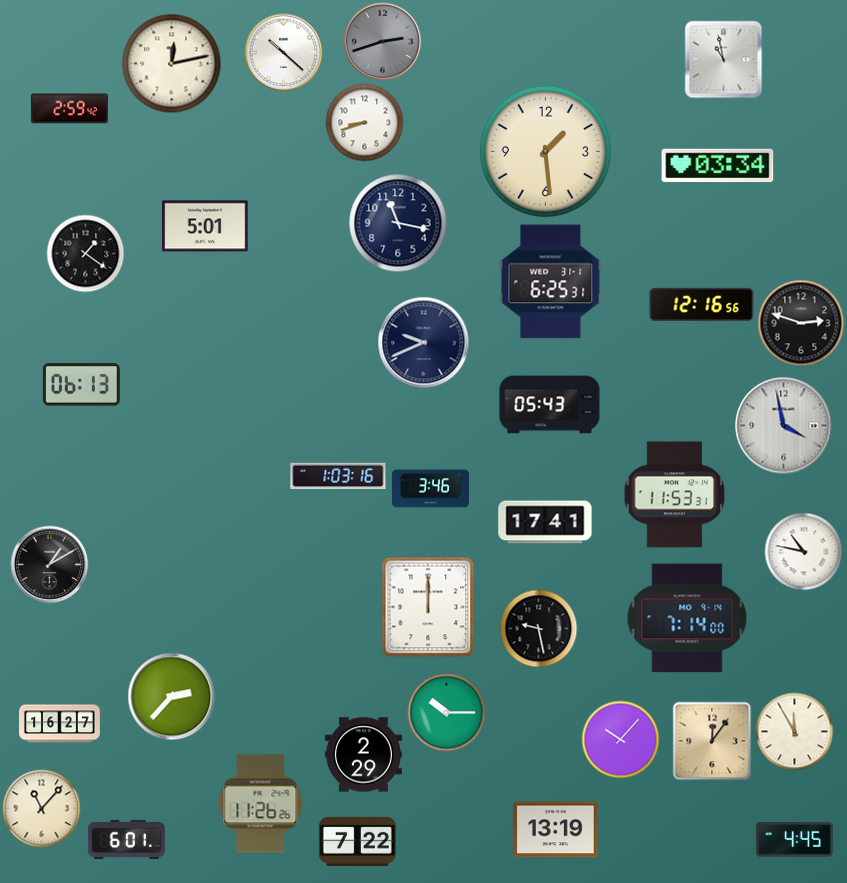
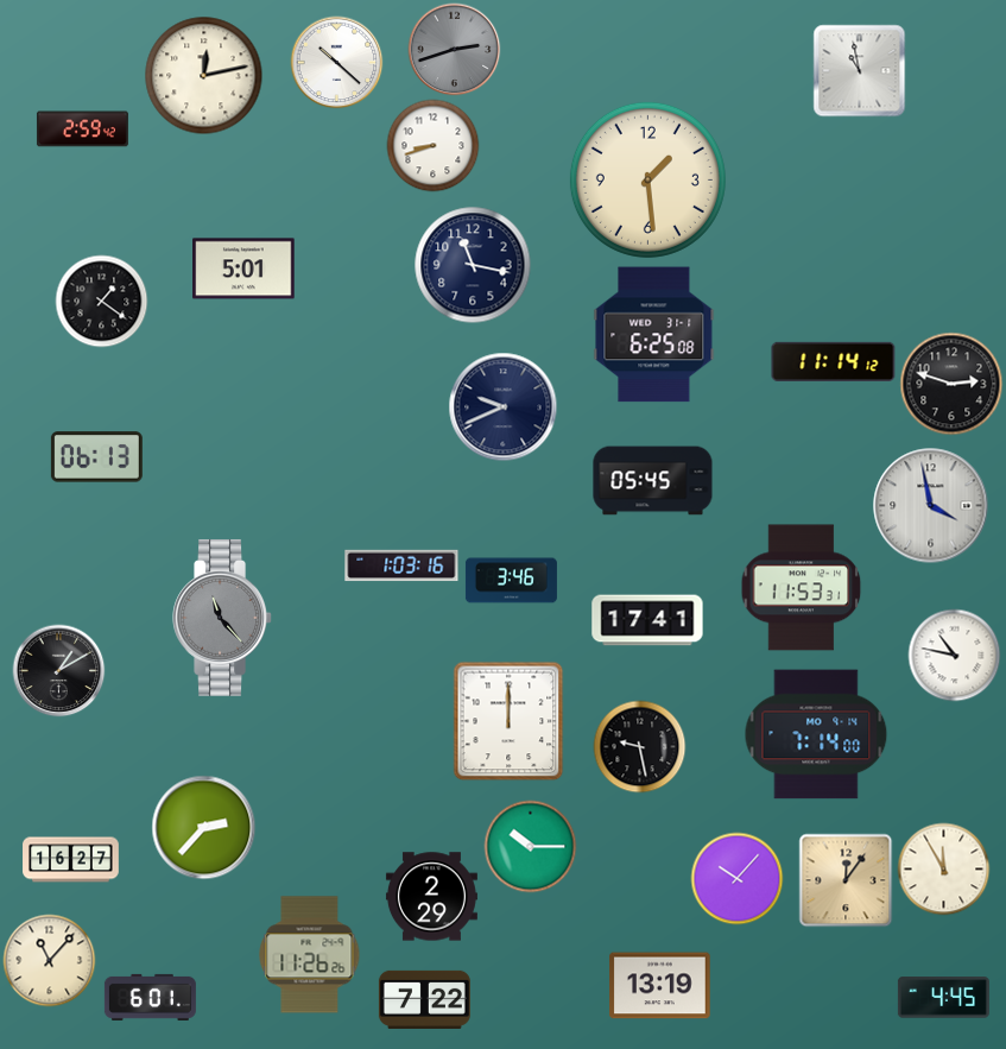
clock at (718, 166): 03:34 -> none
clock at (551, 282): 6:25:31 -> 6:25:08
clock at (702, 304): 12:16 -> 11:14
clock at (550, 405): 05:43 -> 05:45
clock at (222, 618): none -> 11:23
